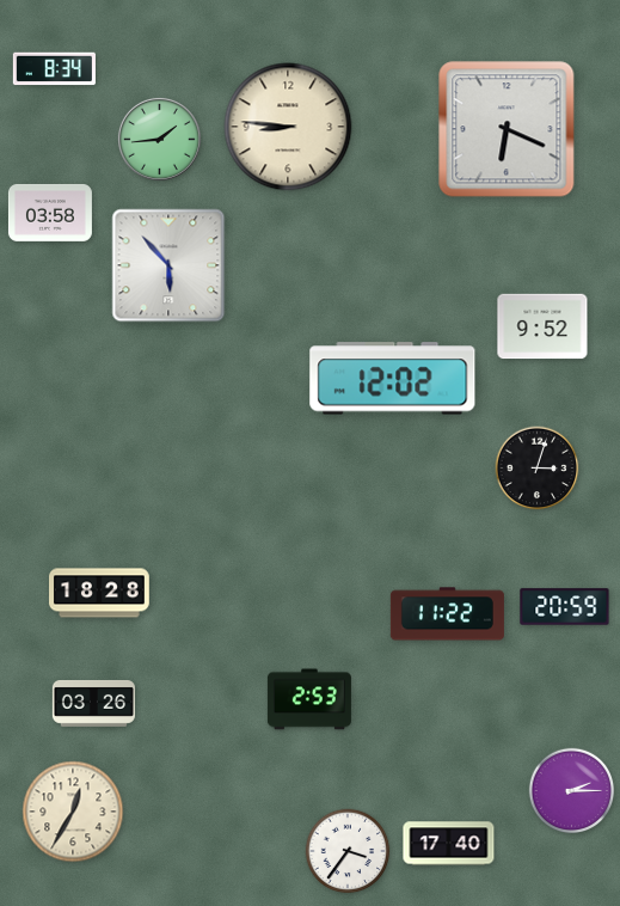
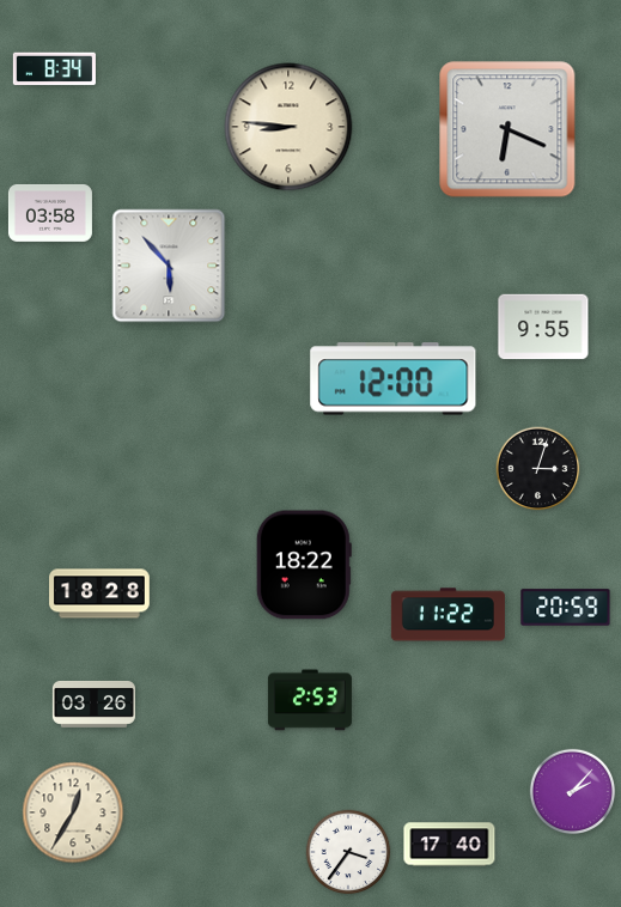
clock at (159, 139): 1:44 -> none
clock at (542, 326): 9:52 -> 9:55
clock at (393, 379): 12:02 -> 12:00
clock at (304, 565): none -> 18:22
clock at (572, 791): 2:15 -> 2:07
